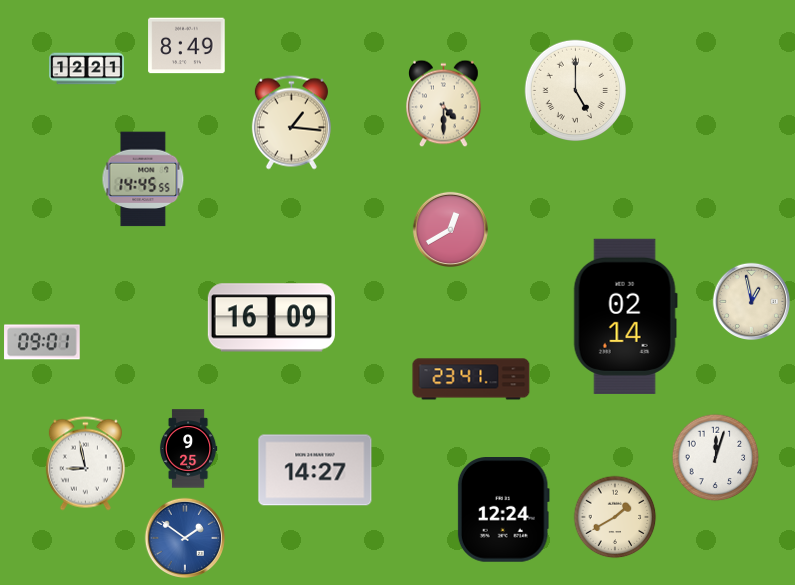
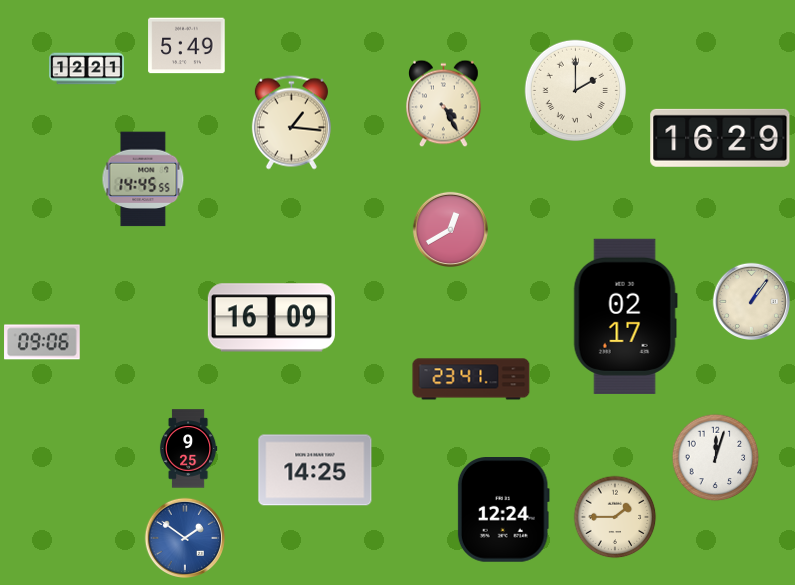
clock at (187, 46): 8:49 -> 5:49
clock at (576, 91): 5:00 -> 2:00
clock at (444, 104): 4:30 -> 4:25
clock at (720, 138): none -> 16:29
clock at (751, 301): 12:58 -> 1:06
clock at (625, 316): 02:14 -> 02:17
clock at (42, 342): 09:01 -> 09:06
clock at (85, 464): 8:58 -> none
clock at (315, 470): 14:27 -> 14:25
clock at (615, 517): 1:40 -> 1:45
